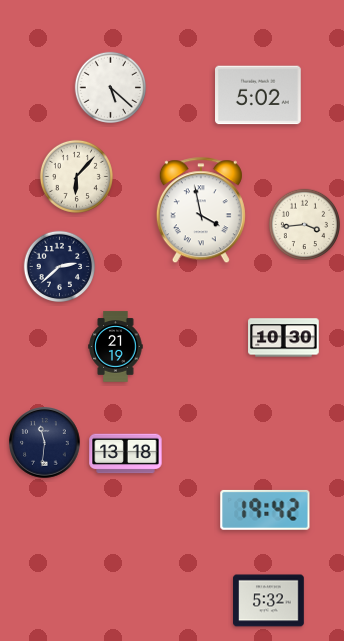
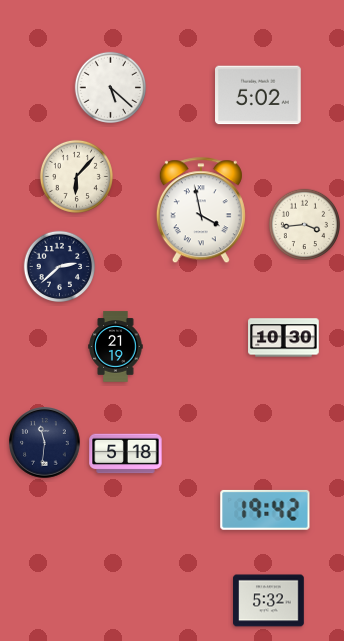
clock at (126, 454): 13:18 -> 5:18
